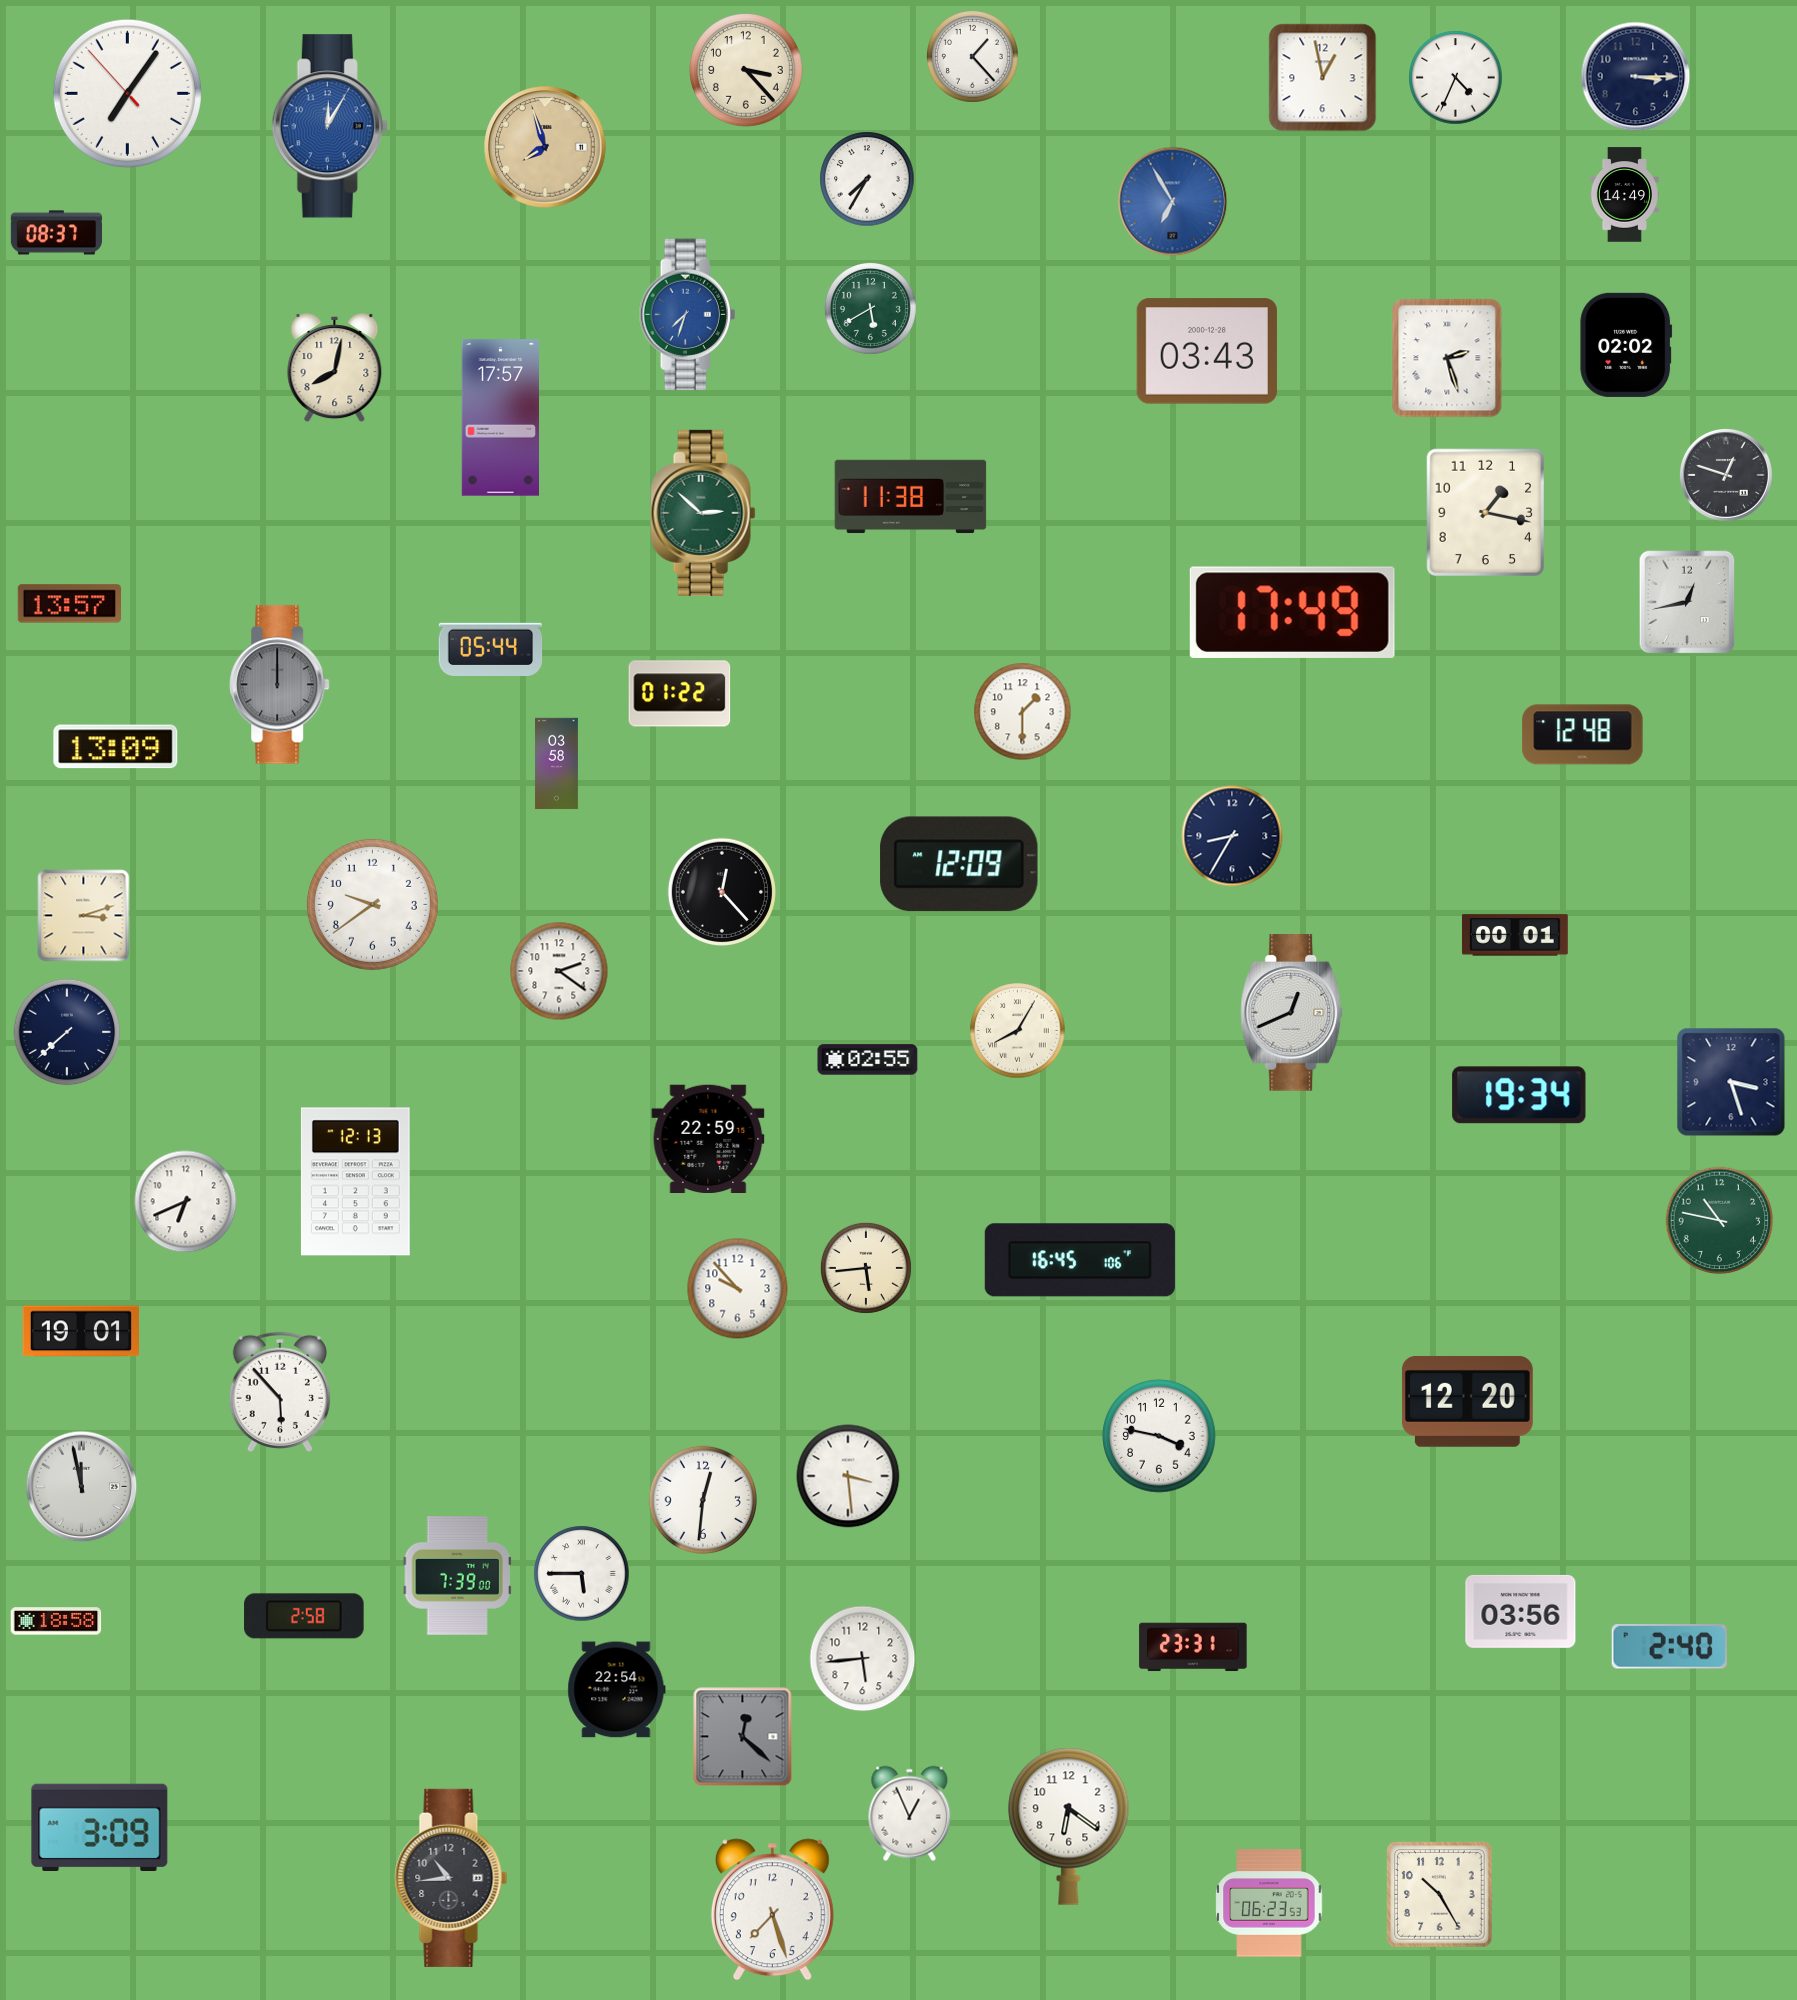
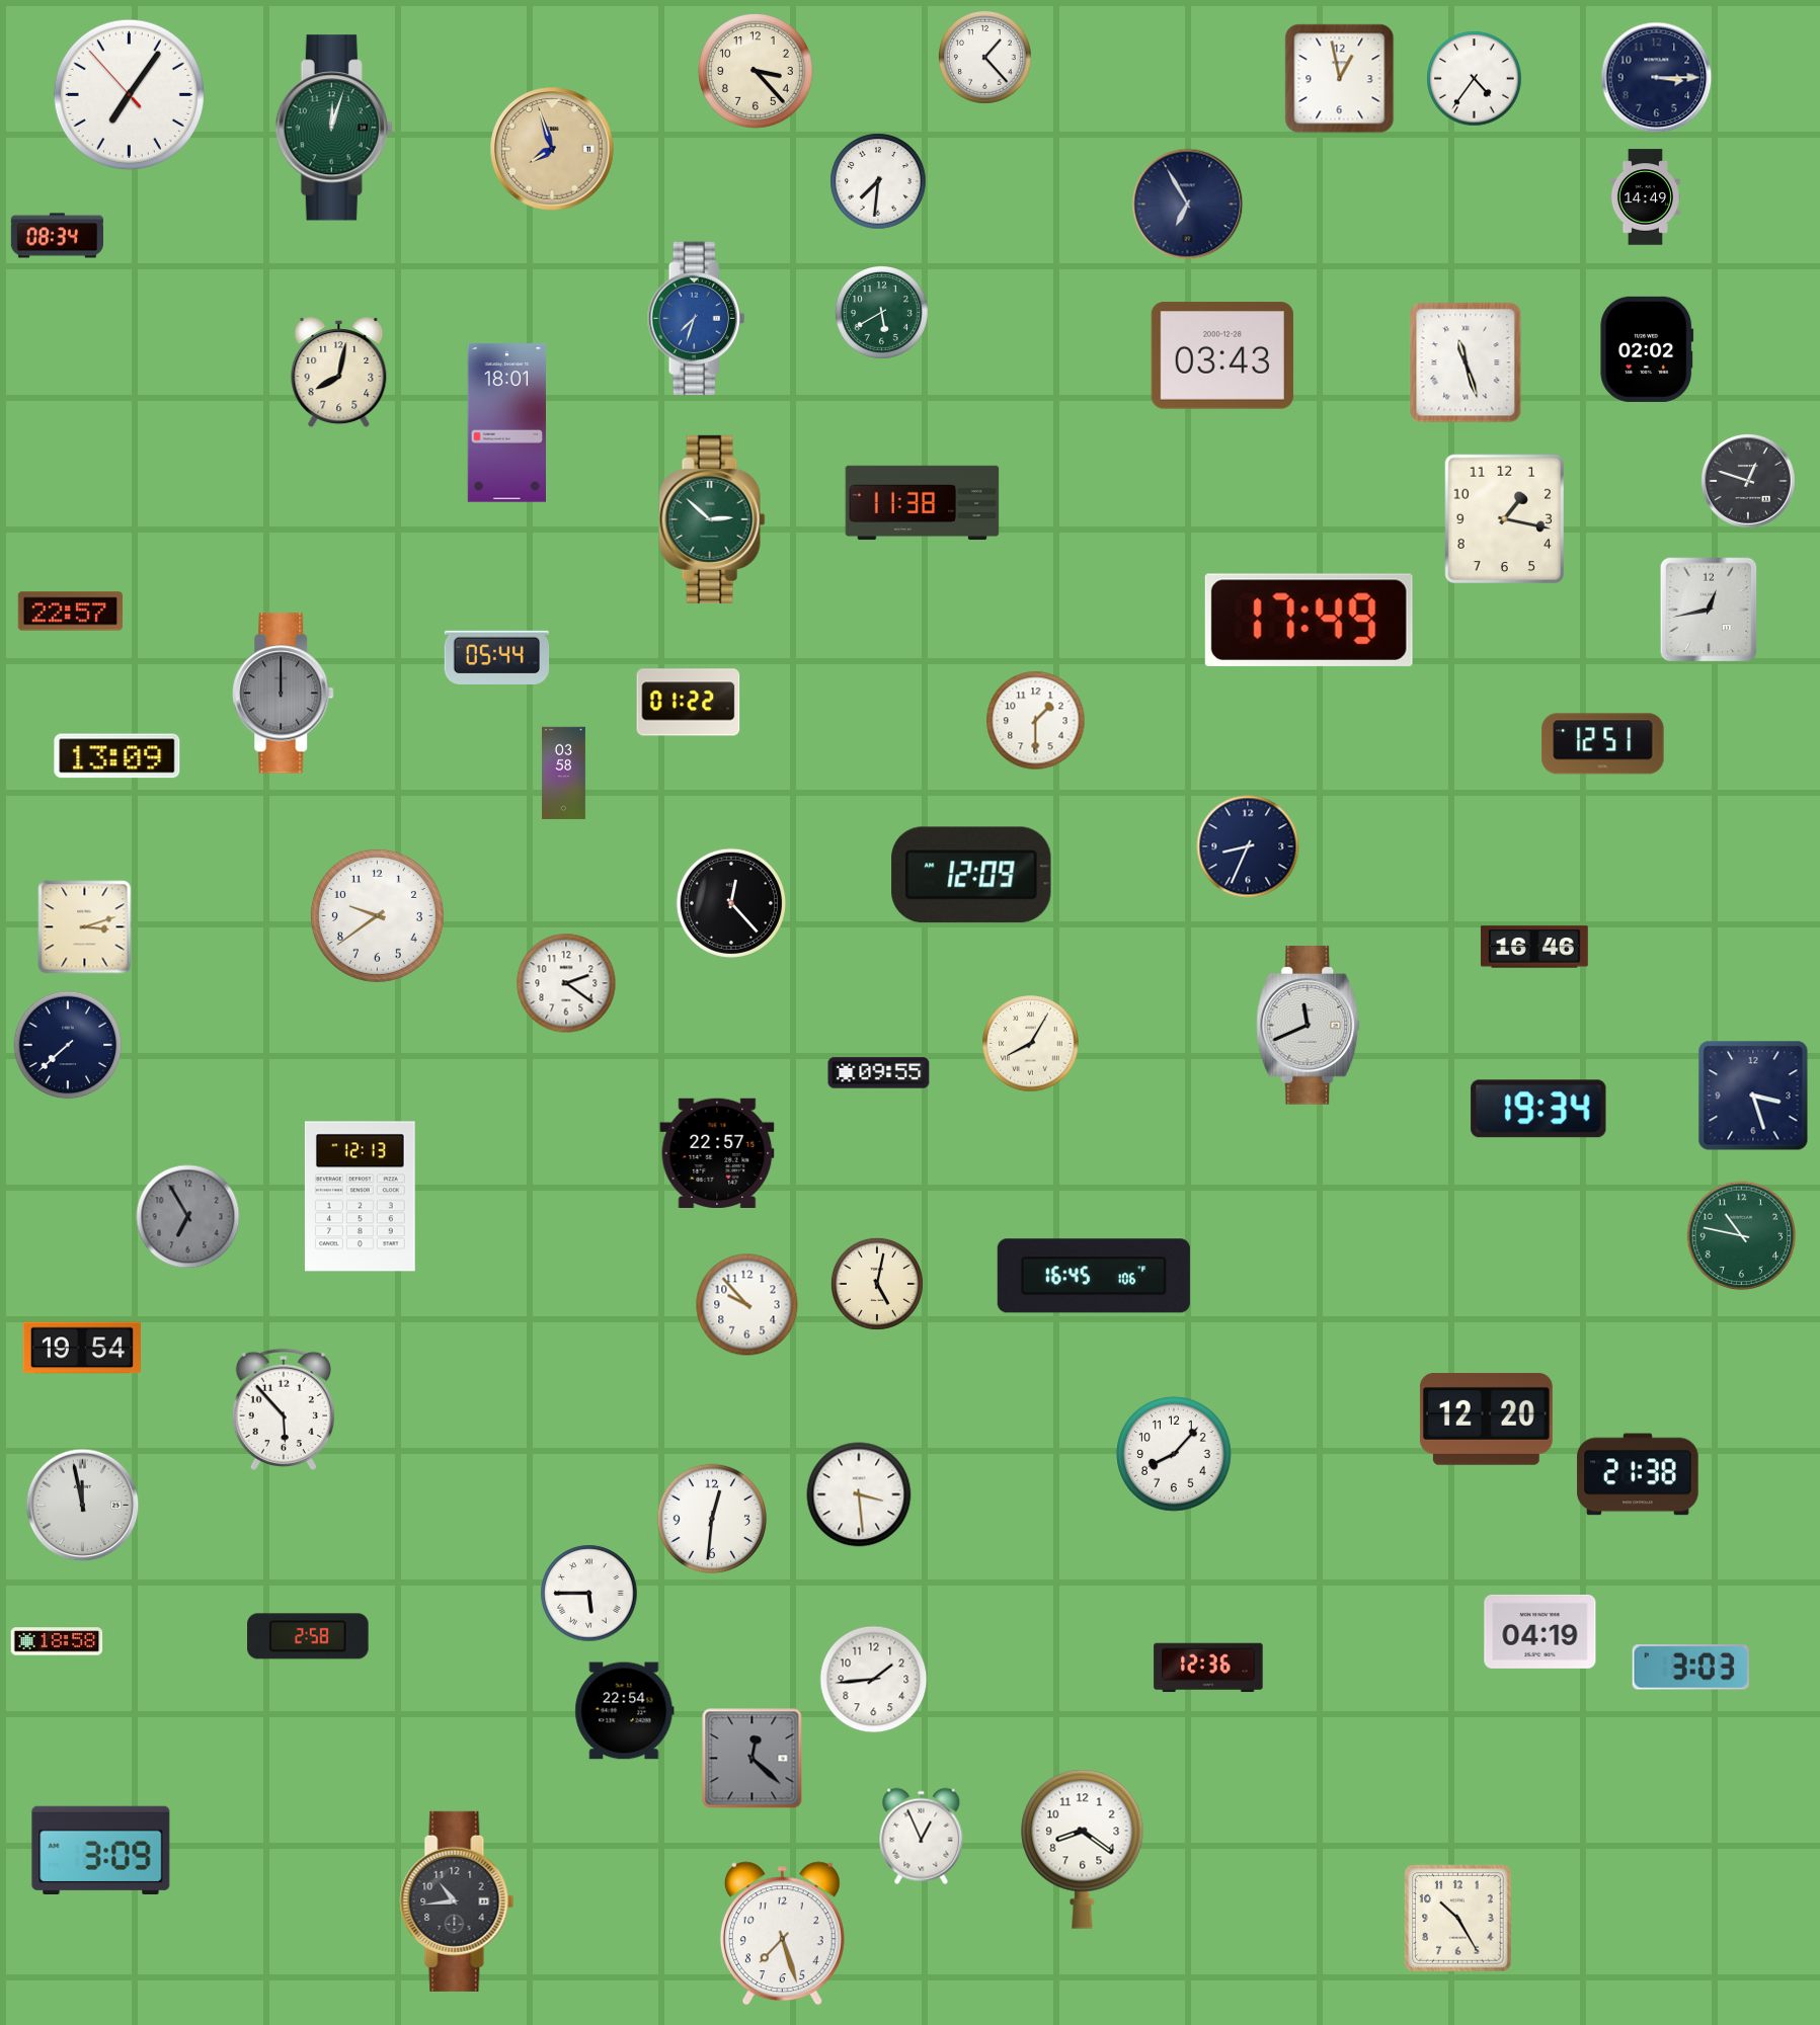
clock at (1456, 78): 4:34 -> 4:36
clock at (330, 126): 12:05 -> 12:03
clock at (330, 126) dial: blue -> green
clock at (867, 179): 7:35 -> 7:31
clock at (1173, 202) dial: blue -> navy
clock at (56, 233): 08:37 -> 08:34
clock at (1447, 358): 2:27 -> 11:27
clock at (500, 418): 17:57 -> 18:01
clock at (69, 604): 13:57 -> 22:57
clock at (1583, 735): 12:48 -> 12:51
clock at (1232, 836): 8:35 -> 8:34
clock at (1515, 935): 00:01 -> 16:46
clock at (1292, 1013): 12:41 -> 11:41
clock at (868, 1060): 02:55 -> 09:55
clock at (708, 1138): 22:59 -> 22:57
clock at (186, 1202): 6:41 -> 6:55
clock at (186, 1202) dial: white -> grey
clock at (866, 1268): 5:44 -> 5:02
clock at (81, 1331): 19:01 -> 19:54
clock at (1160, 1437): 3:47 -> 8:07
clock at (1638, 1474): none -> 21:38
clock at (457, 1576): 7:39 -> none
clock at (1521, 1611): 03:56 -> 04:19
clock at (1193, 1647): 23:31 -> 12:36
clock at (1669, 1647): 2:40 -> 3:03
clock at (863, 1659): 5:44 -> 1:44
clock at (1069, 1826): 6:21 -> 8:21
clock at (1269, 1903): 06:23 -> none
